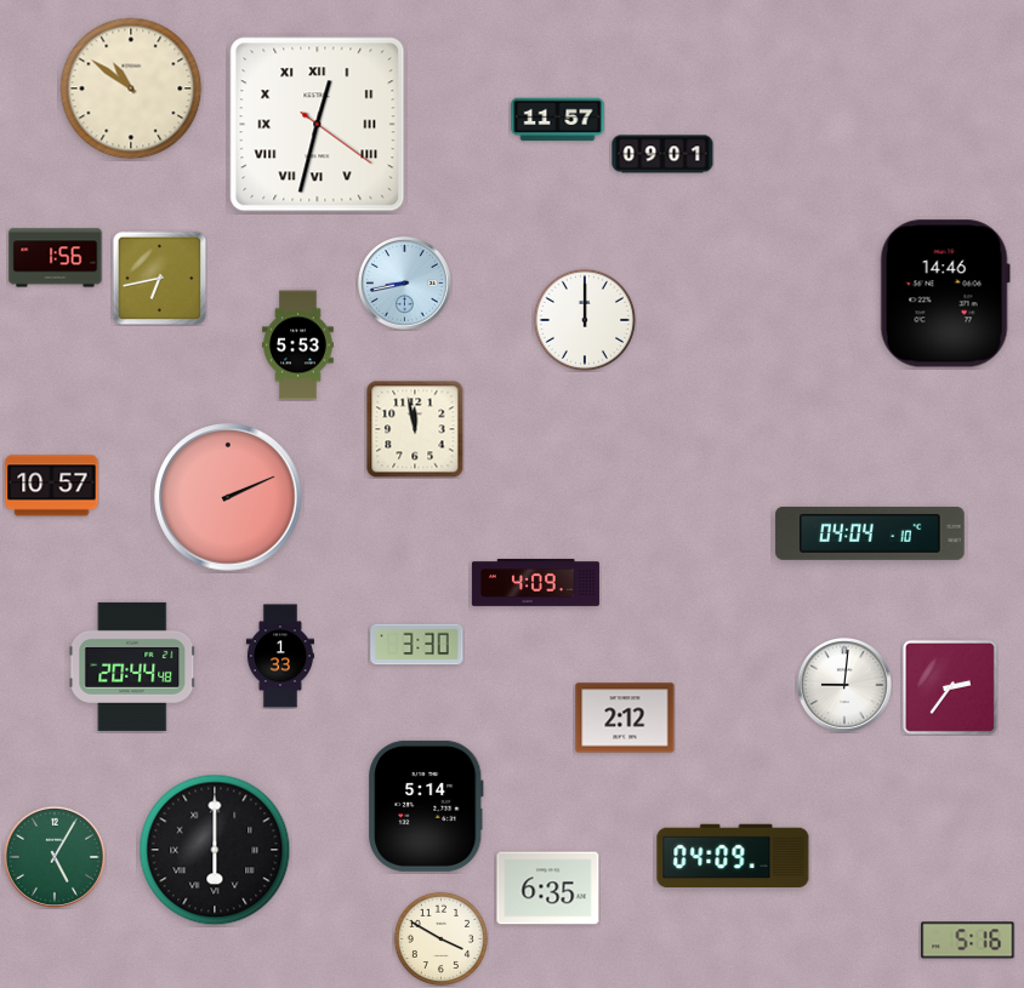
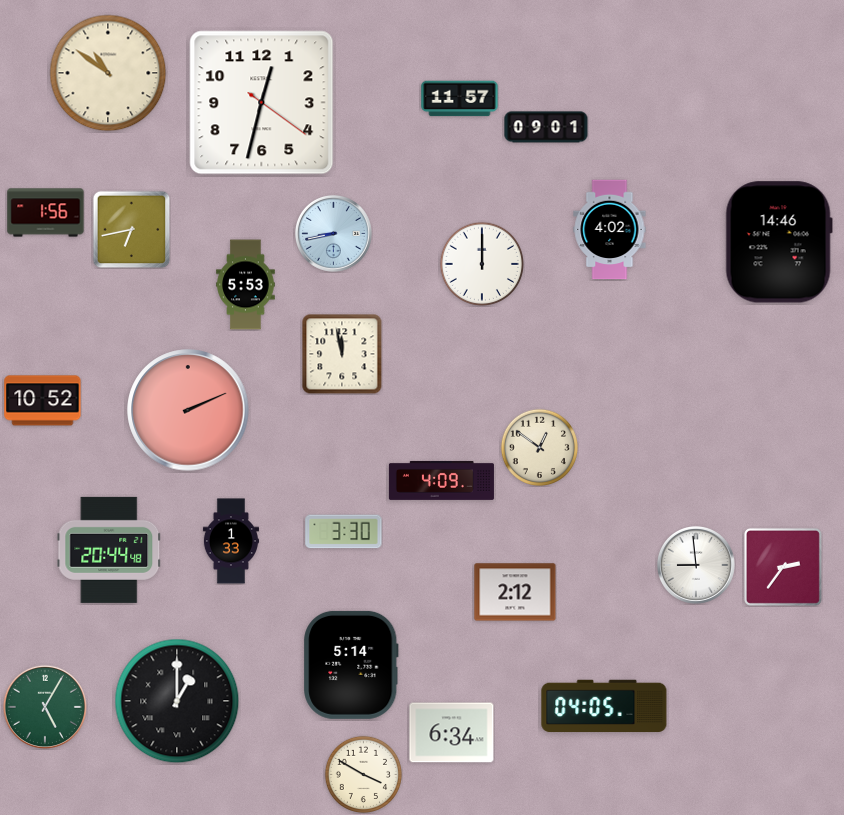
clock at (318, 125) numerals: Roman -> Arabic
clock at (610, 230): none -> 4:02
clock at (52, 486): 10:57 -> 10:52
clock at (870, 533): 04:04 -> none
clock at (539, 447): none -> 12:51
clock at (844, 685): 9:01 -> 8:59
clock at (215, 850): 6:00 -> 1:00
clock at (733, 856): 04:09 -> 04:05
clock at (548, 889): 6:35 -> 6:34
clock at (968, 941): 5:16 -> none
